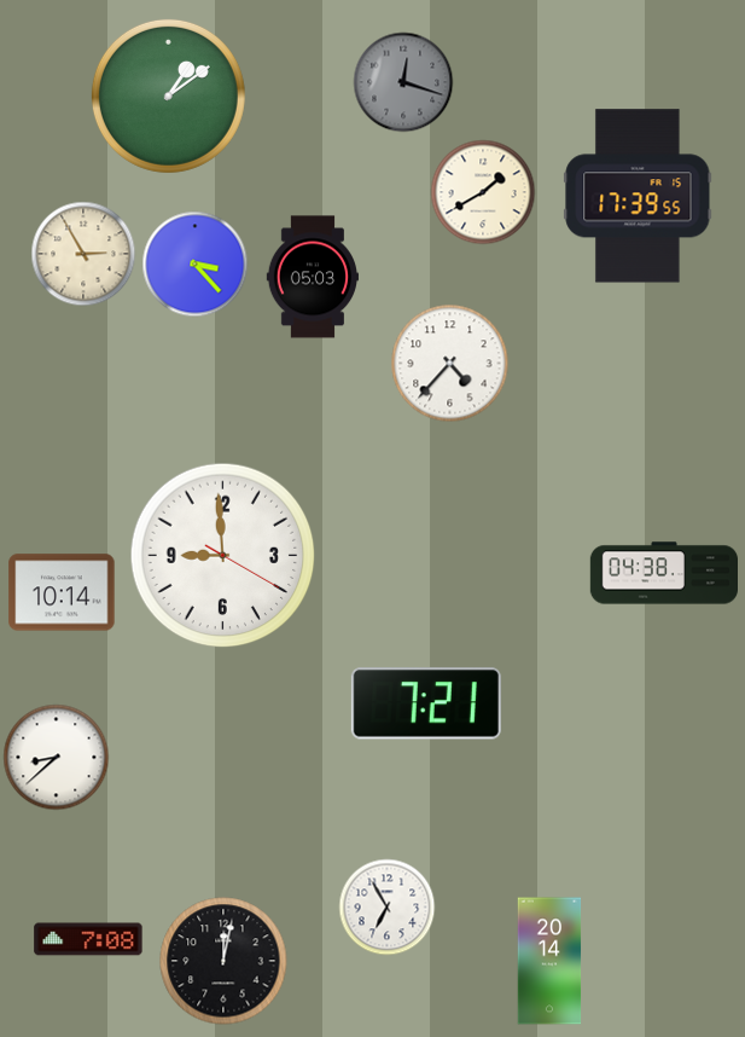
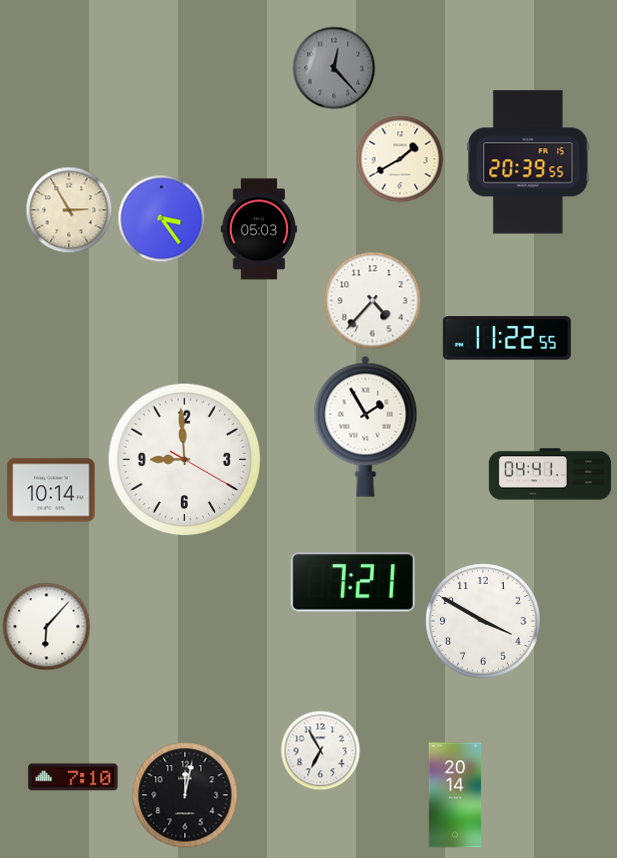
clock at (403, 82): 12:18 -> 12:23
clock at (168, 95): 1:09 -> none
clock at (638, 196): 17:39 -> 20:39
clock at (194, 263): 3:23 -> 3:24
clock at (507, 338): none -> 11:22
clock at (366, 426): none -> 1:55
clock at (663, 573): 04:38 -> 04:41
clock at (483, 621): none -> 3:50
clock at (56, 757): 8:38 -> 6:07
clock at (88, 939): 7:08 -> 7:10
